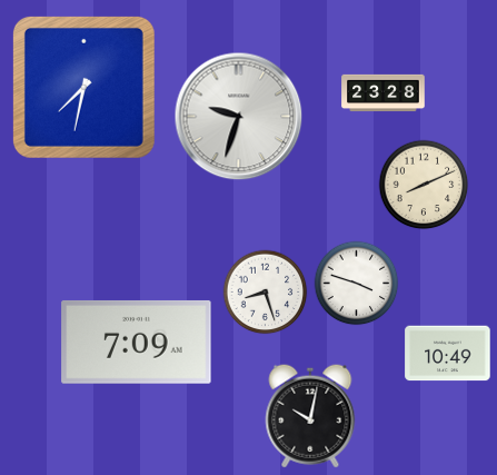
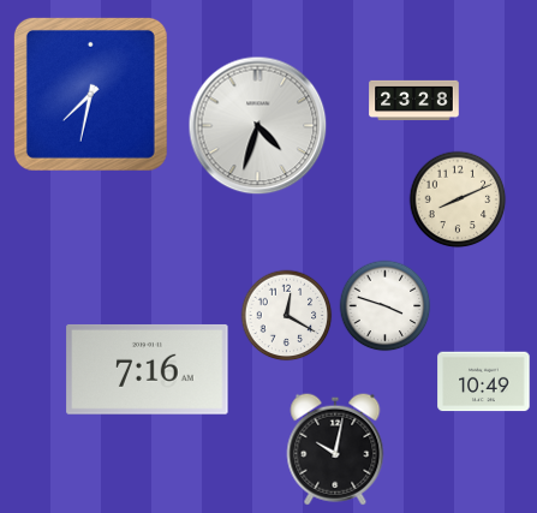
clock at (239, 117): 9:33 -> 4:33
clock at (266, 293): 8:27 -> 12:20
clock at (137, 342): 7:09 -> 7:16
